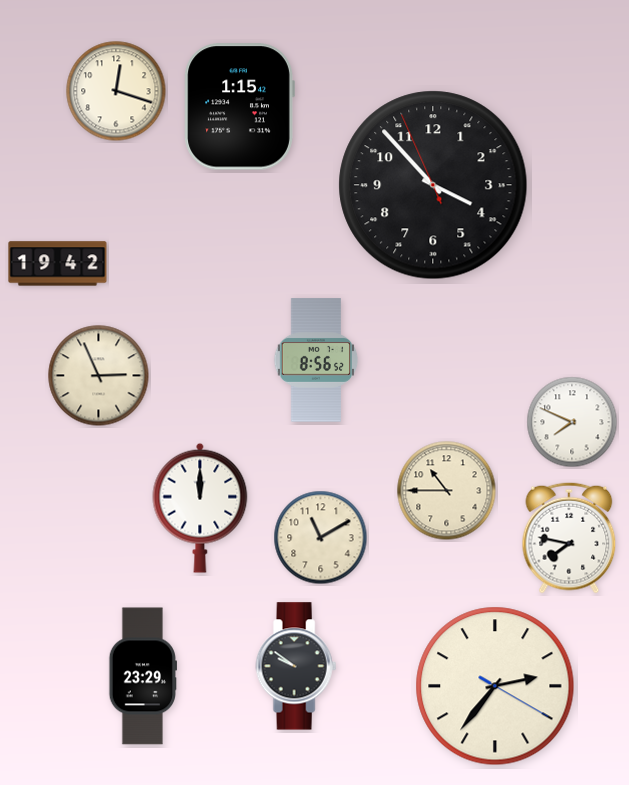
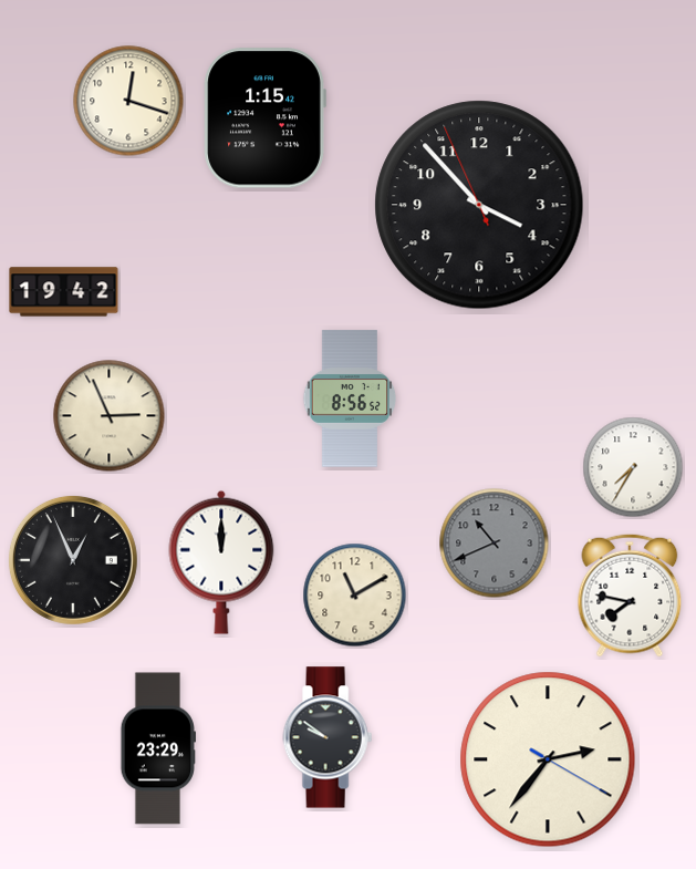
clock at (572, 422): 7:49 -> 7:35
clock at (447, 491): 10:45 -> 10:41
clock at (447, 491) dial: cream -> grey
clock at (73, 560): none -> 12:56
